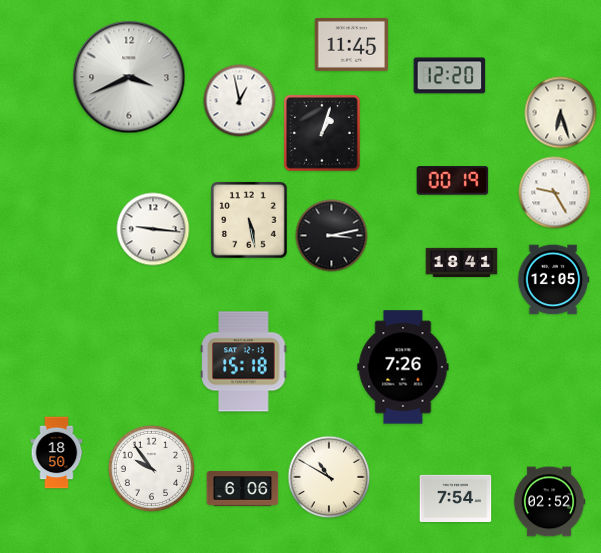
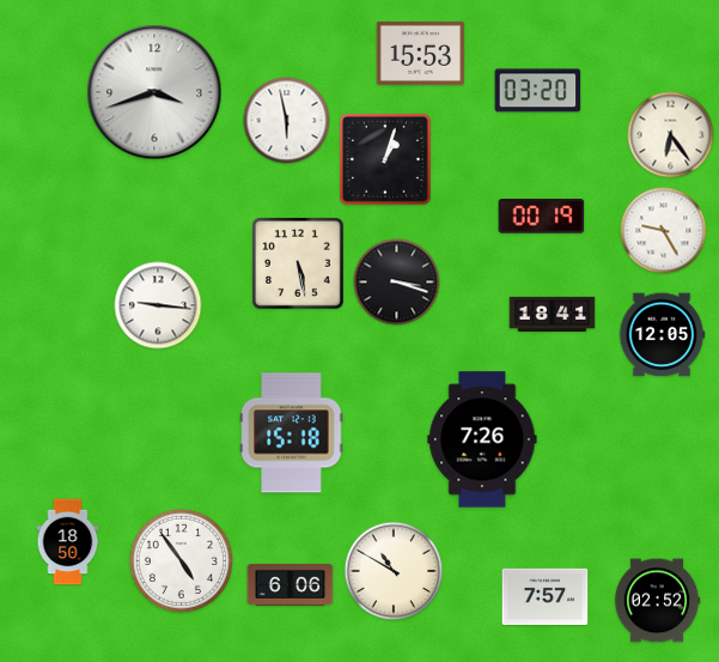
clock at (352, 44): 11:45 -> 15:53
clock at (450, 76): 12:20 -> 03:20
clock at (129, 77): 3:41 -> 3:42
clock at (240, 101): 12:58 -> 5:58
clock at (561, 113): 6:27 -> 6:24
clock at (153, 229) position: (153, 229) -> (158, 305)
clock at (332, 236): 3:13 -> 3:18
clock at (151, 468): 9:54 -> 4:54
clock at (456, 498): 7:54 -> 7:57
